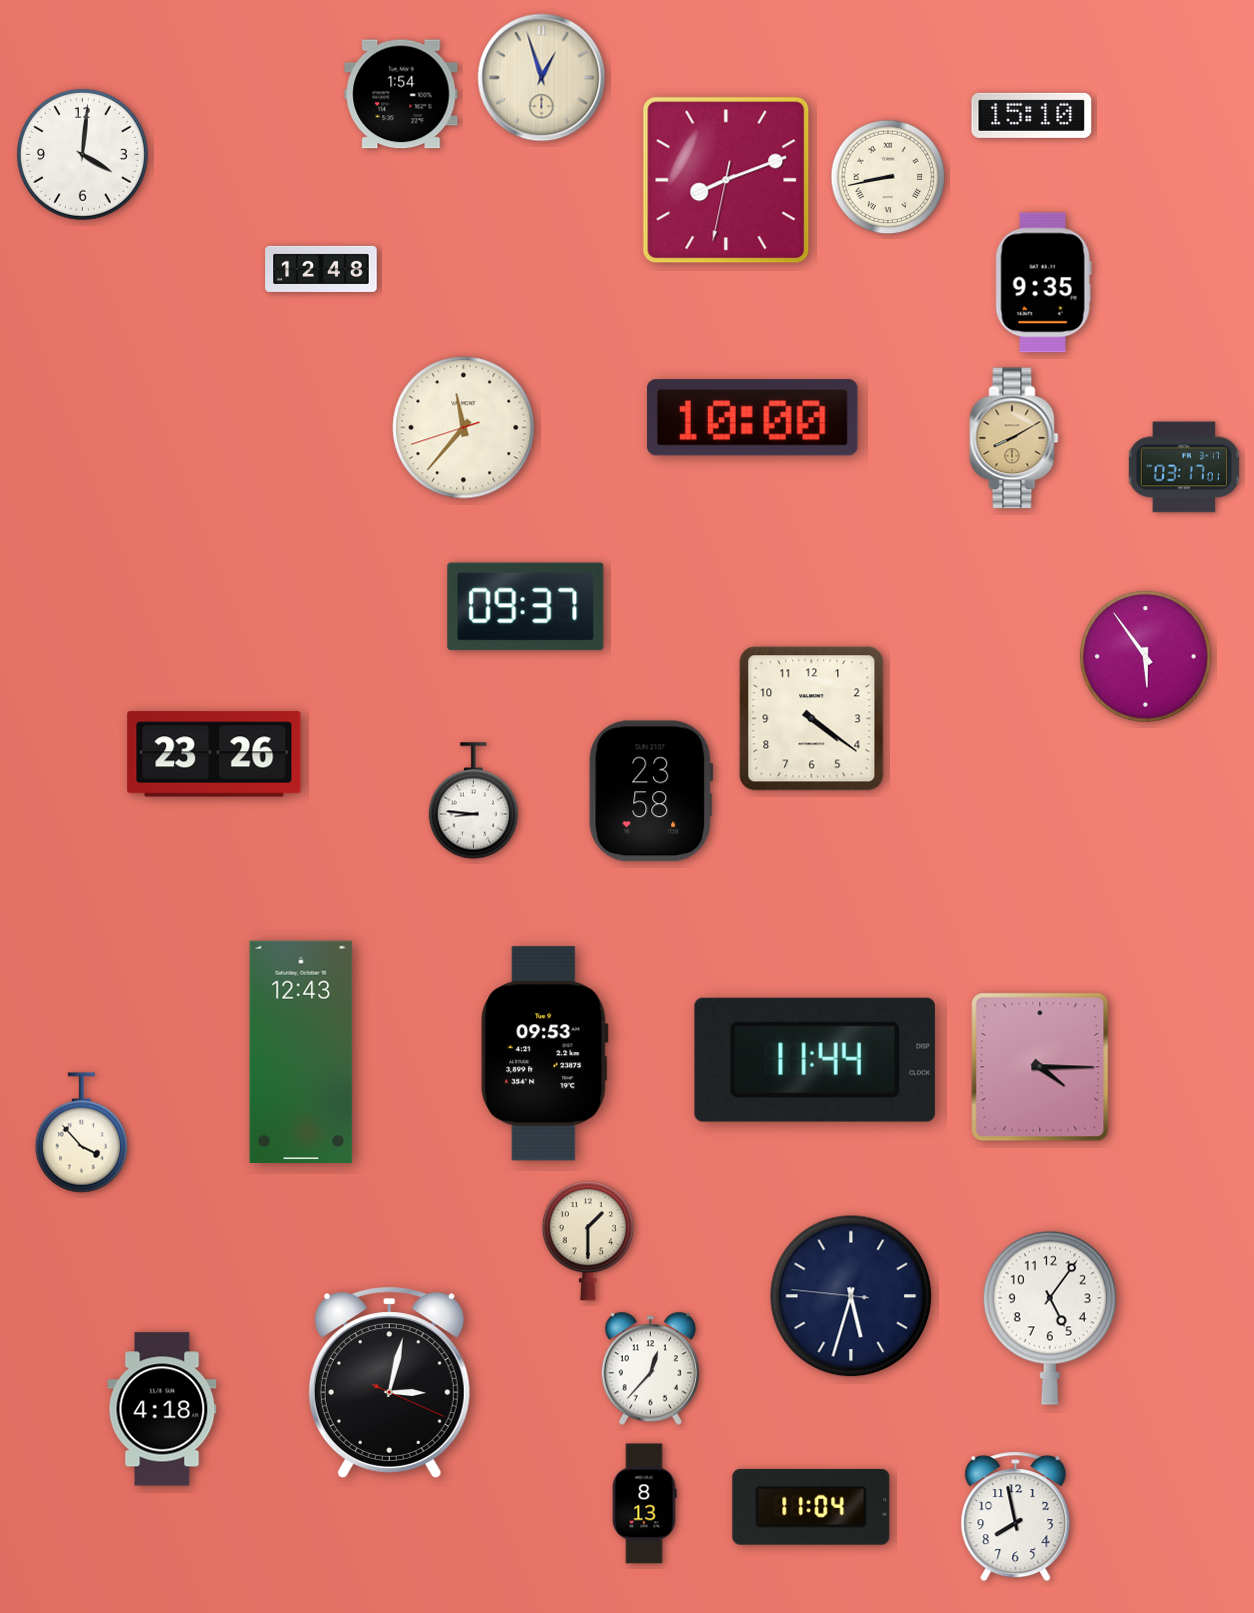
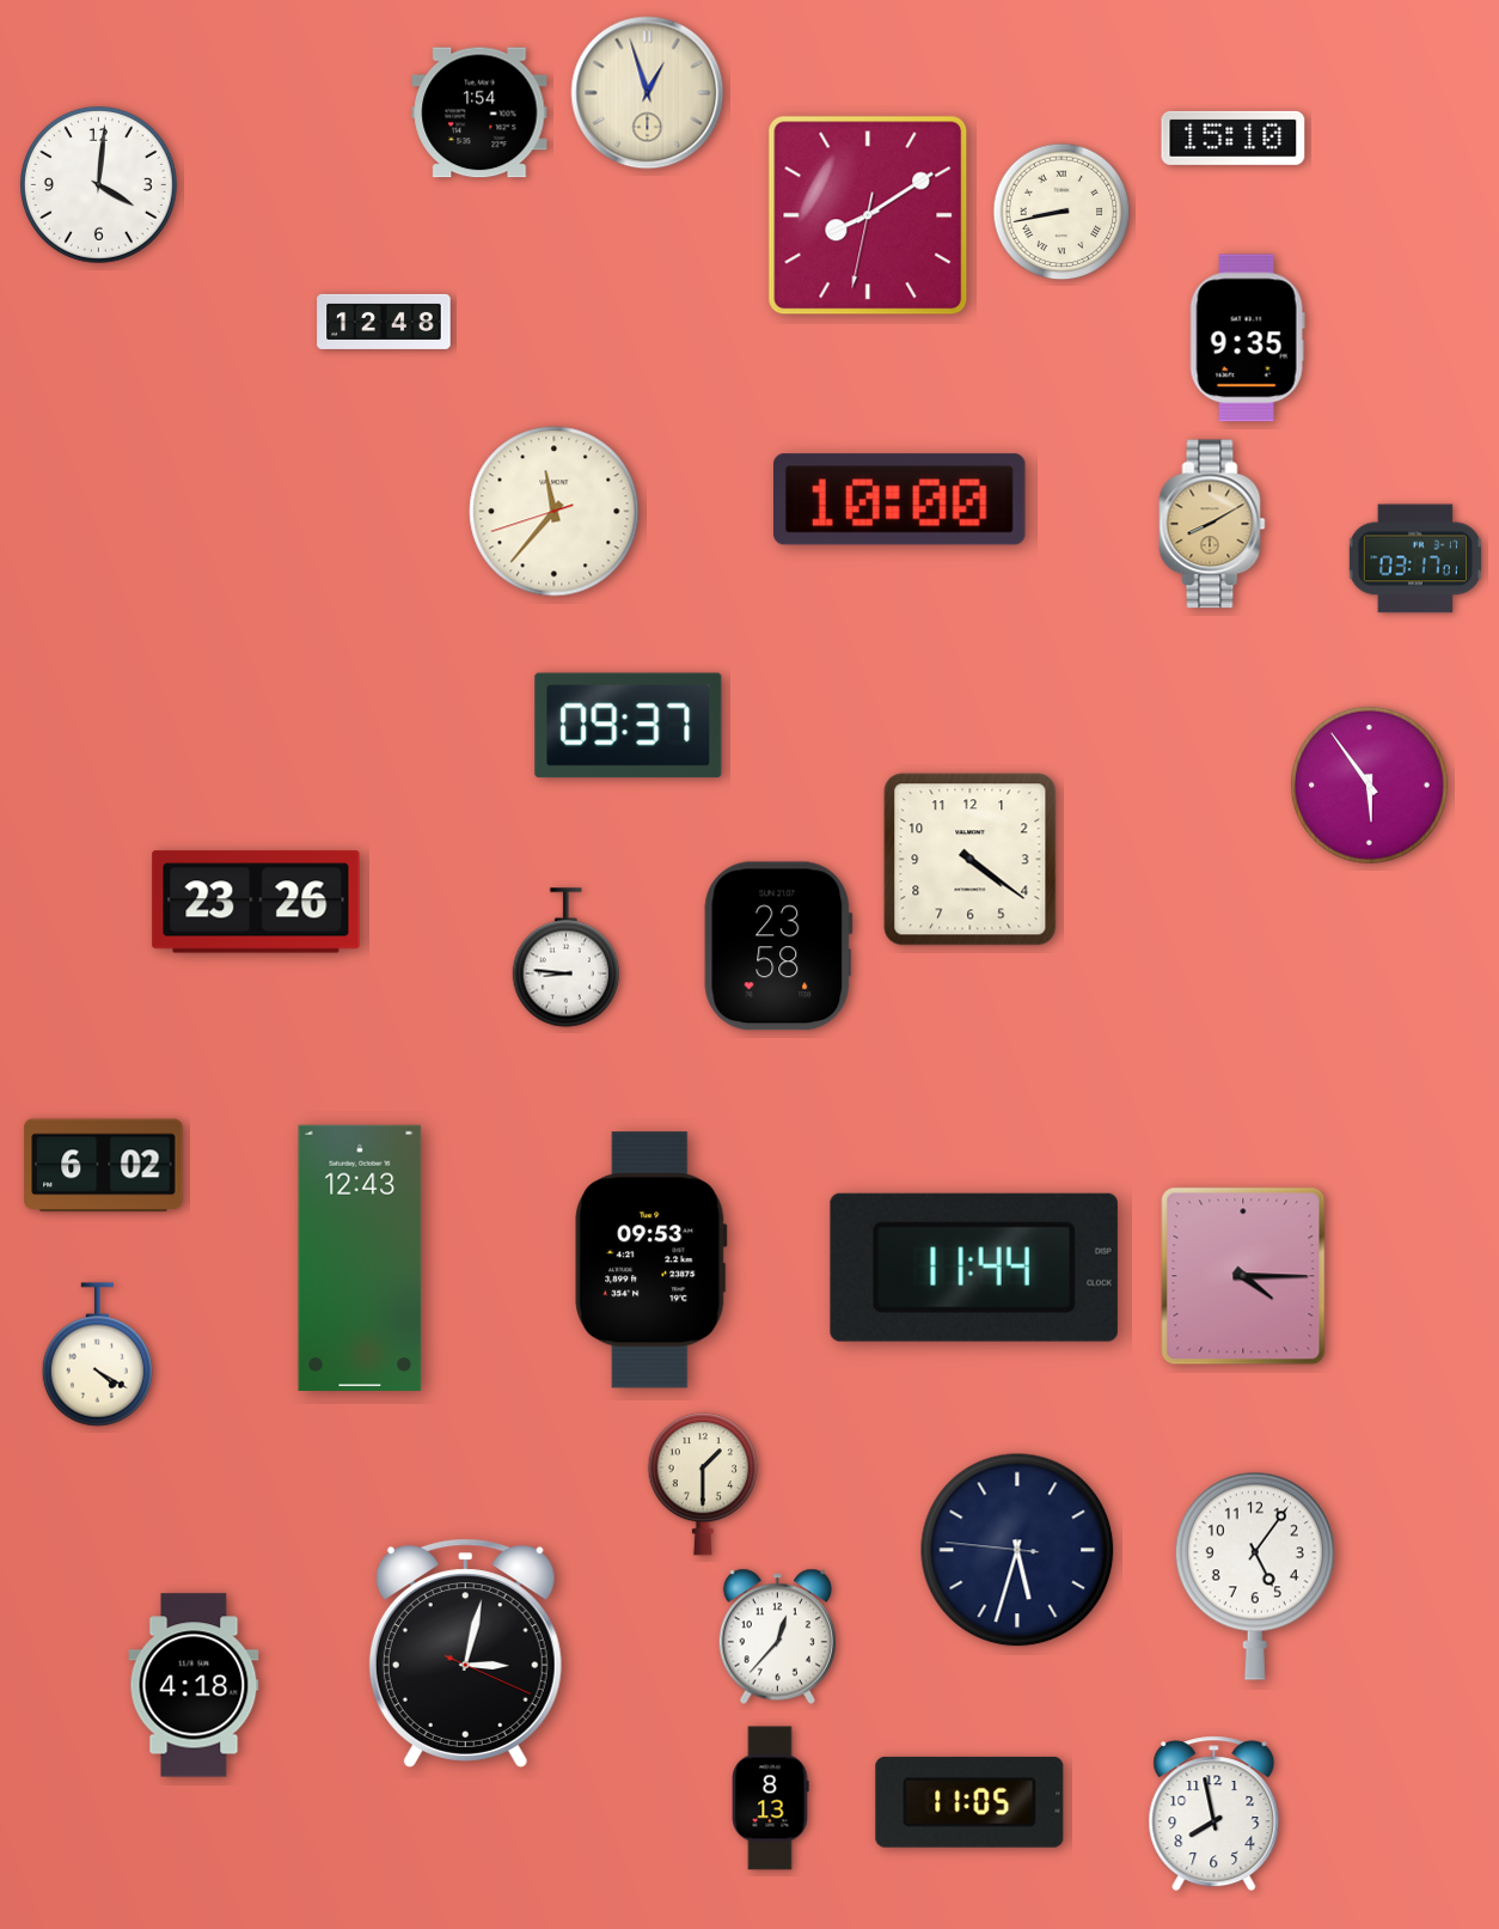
clock at (726, 180): 8:11 -> 8:09
clock at (104, 1166): none -> 6:02
clock at (81, 1133): 3:53 -> 4:20
clock at (811, 1507): 11:04 -> 11:05
